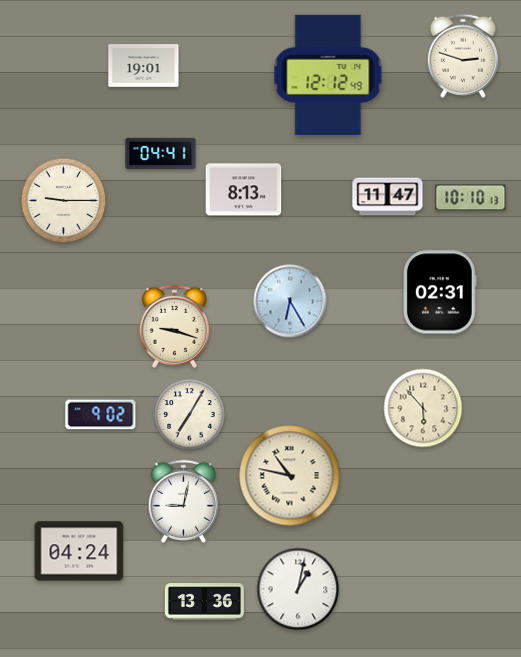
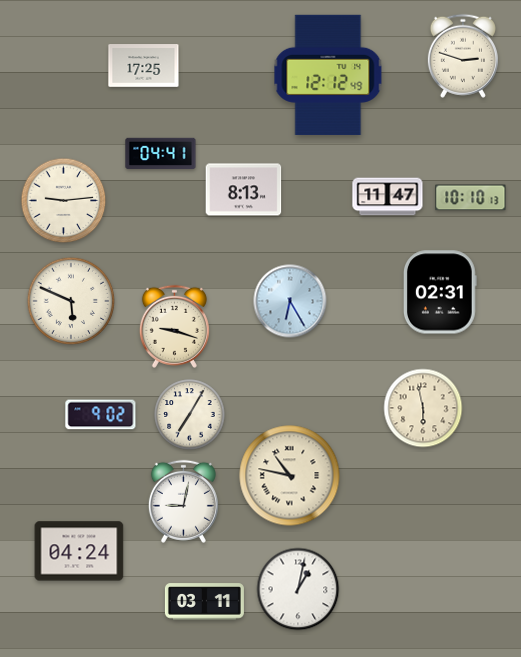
clock at (144, 66): 19:01 -> 17:25
clock at (64, 201): 9:15 -> 9:14
clock at (71, 301): none -> 5:49
clock at (423, 408): 5:53 -> 5:58
clock at (204, 602): 13:36 -> 03:11
